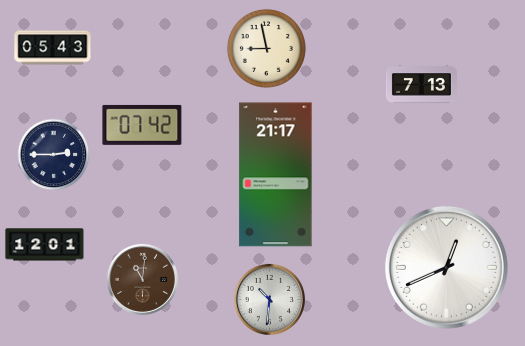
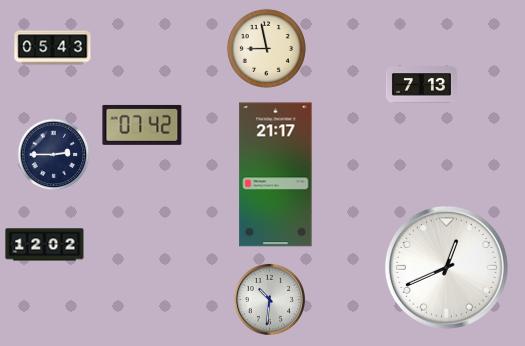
clock at (45, 245): 12:01 -> 12:02
clock at (142, 279): 11:01 -> none
